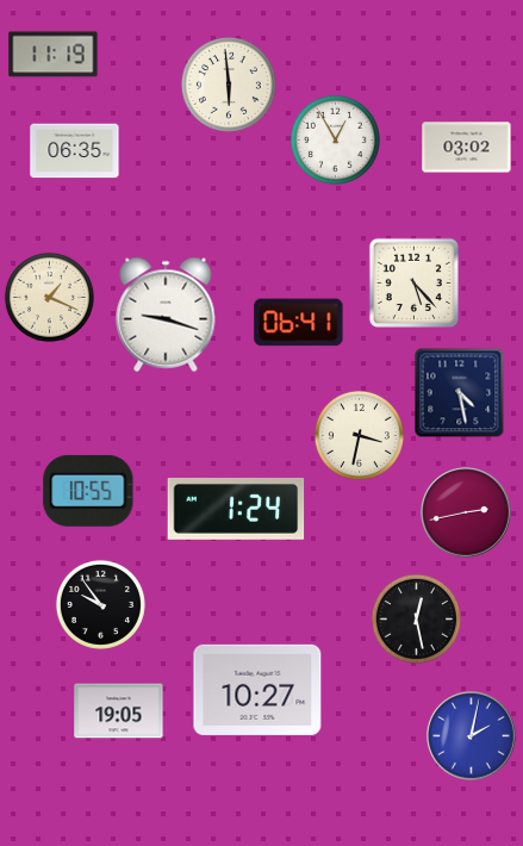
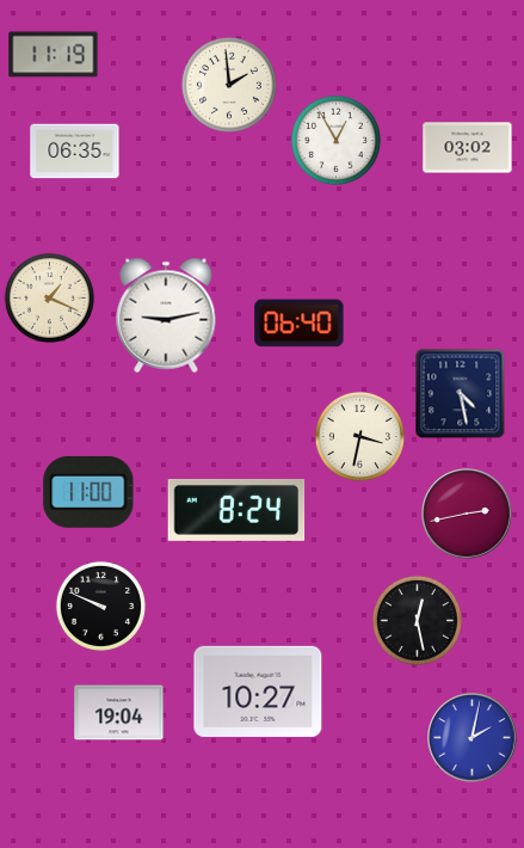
clock at (229, 85): 5:59 -> 1:59
clock at (413, 282): 5:23 -> none
clock at (166, 315): 9:18 -> 9:13
clock at (299, 323): 06:41 -> 06:40
clock at (88, 491): 10:55 -> 11:00
clock at (236, 509): 1:24 -> 8:24
clock at (100, 604): 9:54 -> 9:49
clock at (119, 711): 19:05 -> 19:04
